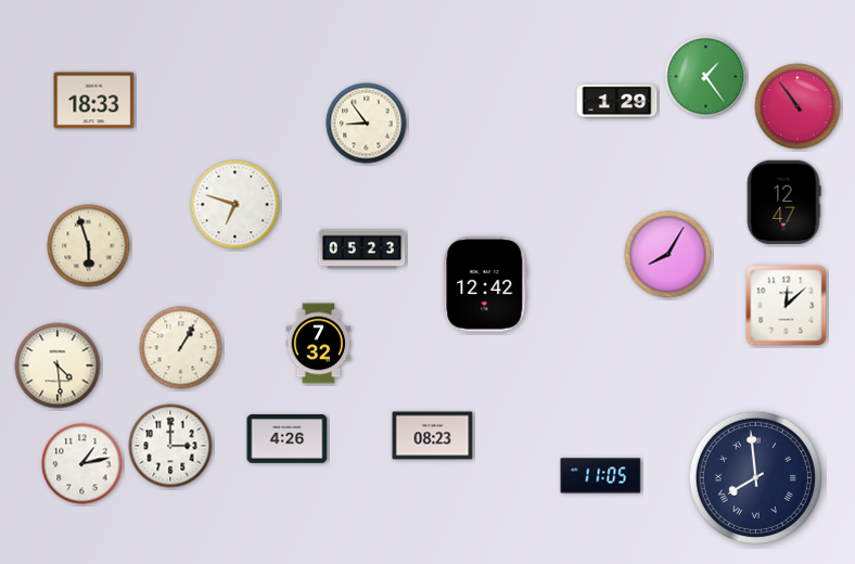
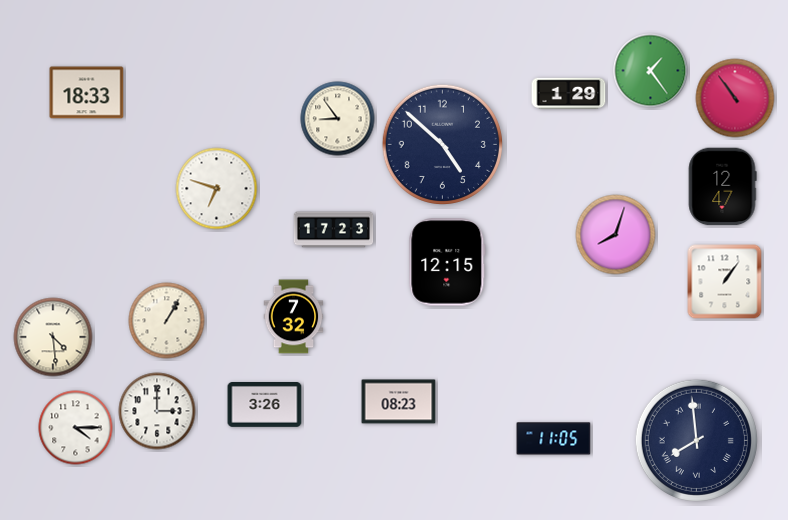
clock at (367, 124) position: (367, 124) -> (338, 119)
clock at (442, 144): none -> 4:52
clock at (89, 246): 5:57 -> none
clock at (362, 249): 05:23 -> 17:23
clock at (668, 255): 8:05 -> 8:03
clock at (485, 284): 12:42 -> 12:15
clock at (787, 306): 12:08 -> 1:06
clock at (288, 439): 4:26 -> 3:26
clock at (82, 464): 1:13 -> 4:15
